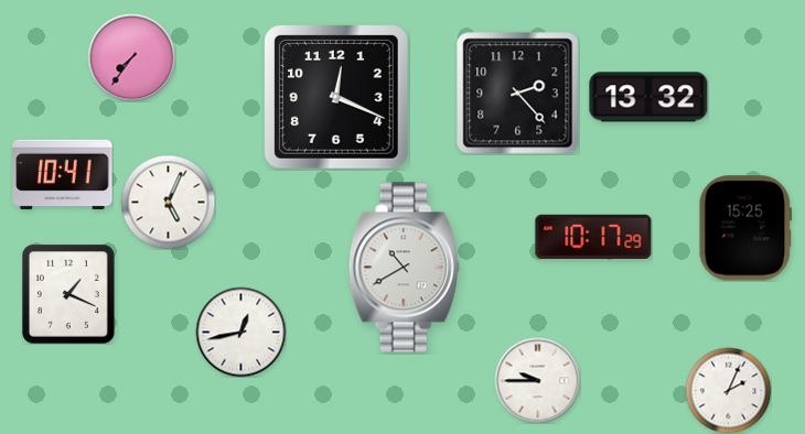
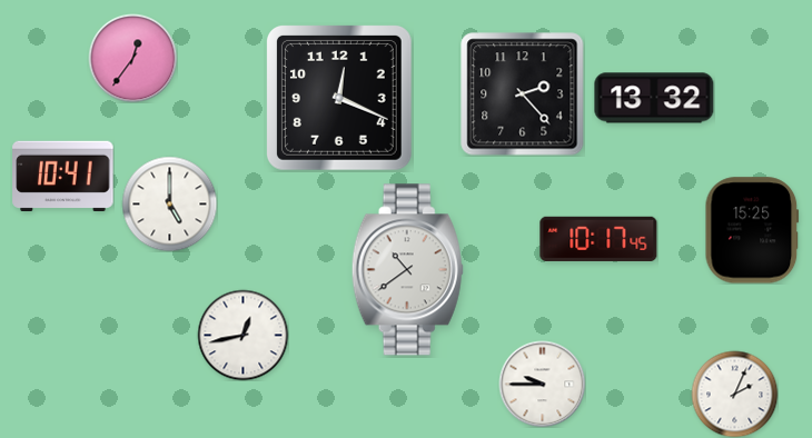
clock at (131, 57): 7:36 -> 12:36
clock at (168, 202): 5:04 -> 5:00
clock at (593, 237): 10:17:29 -> 10:17:45
clock at (404, 268): 10:40 -> 10:39
clock at (69, 295): 1:19 -> none
